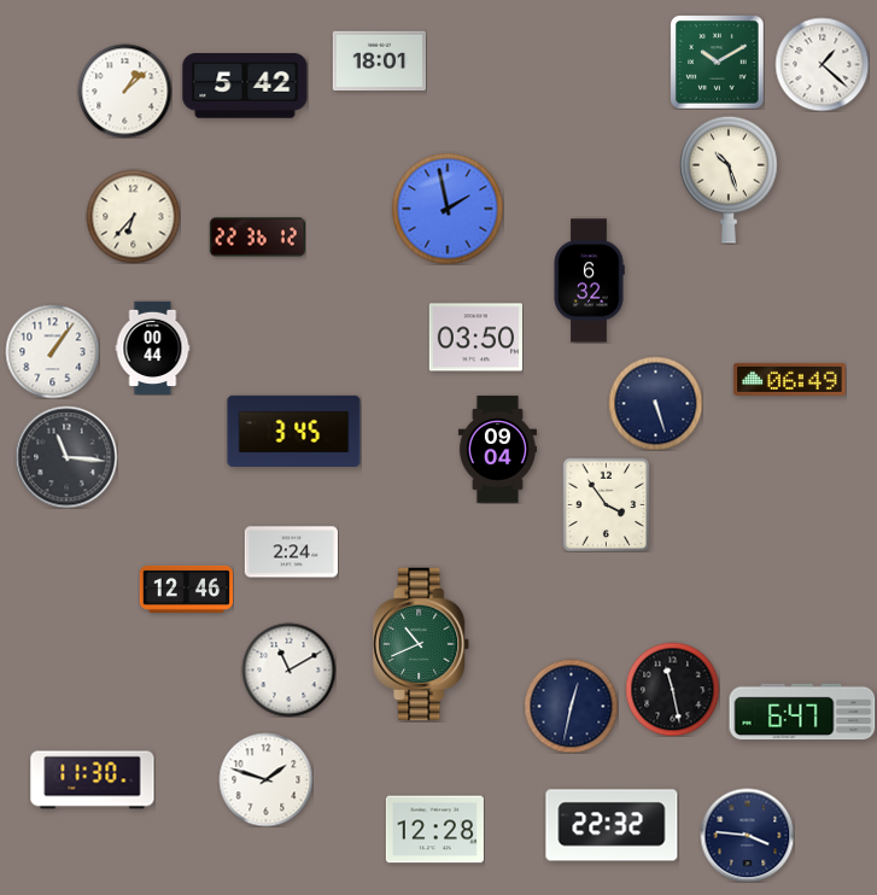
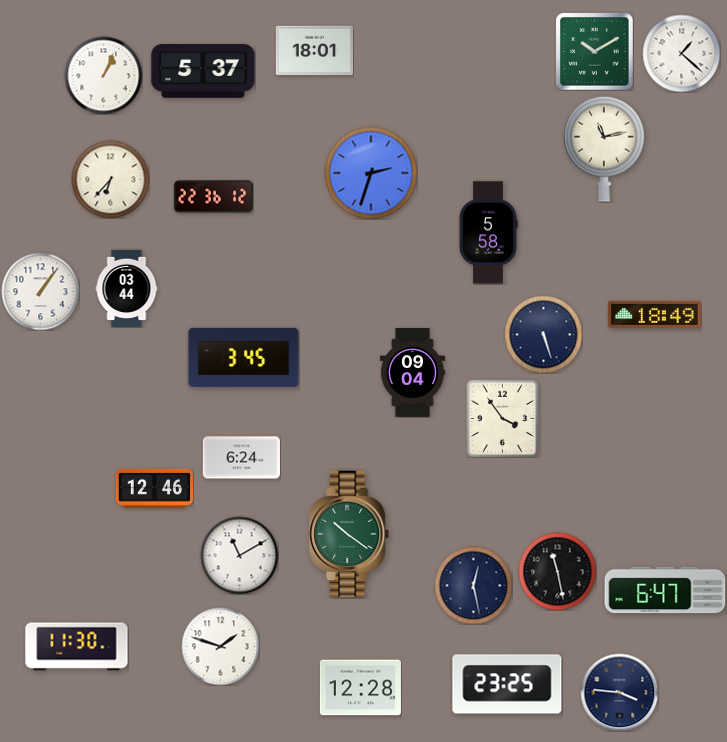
clock at (245, 86): 5:42 -> 5:37
clock at (124, 90): 1:08 -> 1:04
clock at (730, 180): 10:27 -> 11:13
clock at (448, 209): 1:58 -> 2:33
clock at (589, 281): 6:32 -> 5:58
clock at (475, 338): 03:50 -> none
clock at (153, 347): 00:44 -> 03:44
clock at (52, 351) position: (52, 351) -> (40, 291)
clock at (790, 379): 06:49 -> 18:49
clock at (66, 457): 11:16 -> none
clock at (291, 552): 2:24 -> 6:24
clock at (422, 644): 10:41 -> 10:21
clock at (571, 706): 12:32 -> 12:28
clock at (612, 825): 22:32 -> 23:25
